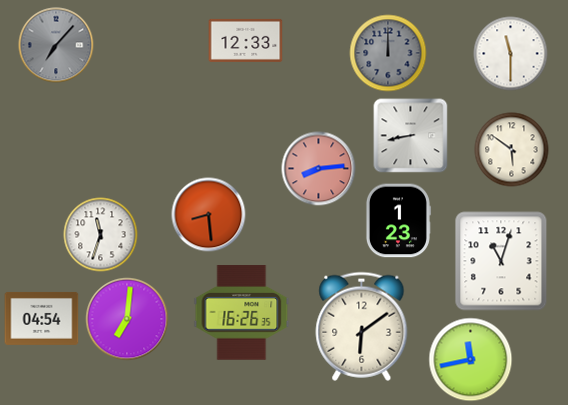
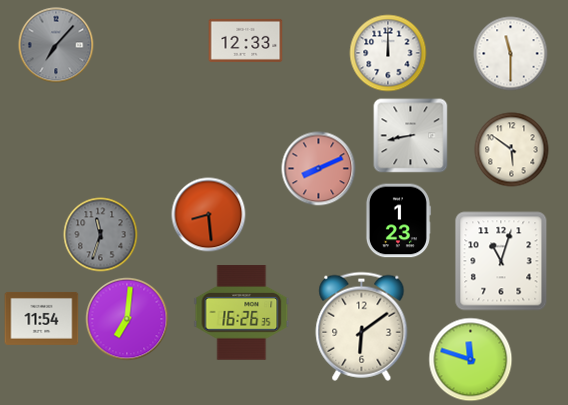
clock at (388, 53) dial: grey -> white
clock at (319, 169): 8:14 -> 8:11
clock at (101, 235) dial: white -> grey
clock at (42, 318): 04:54 -> 11:54
clock at (471, 360): 11:43 -> 11:48
